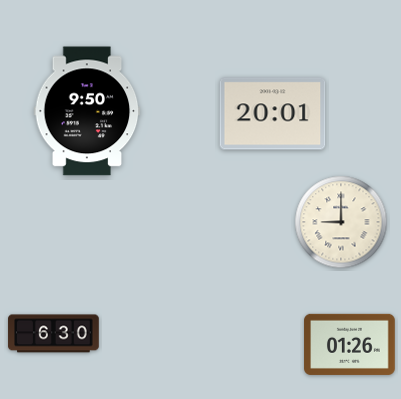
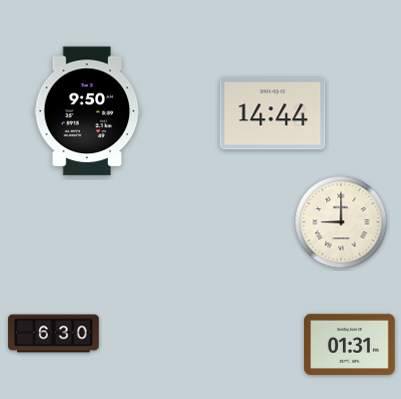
clock at (273, 114): 20:01 -> 14:44
clock at (350, 344): 01:26 -> 01:31
